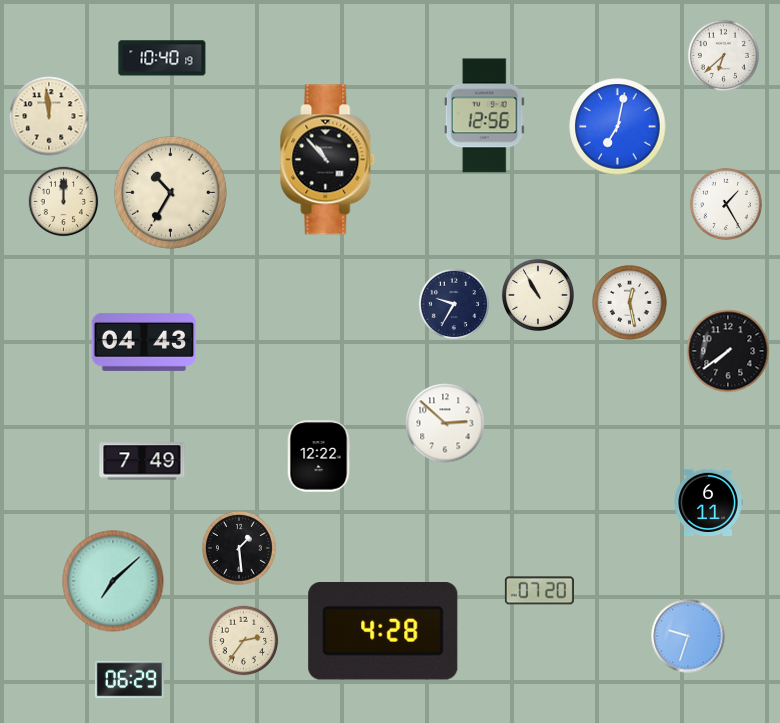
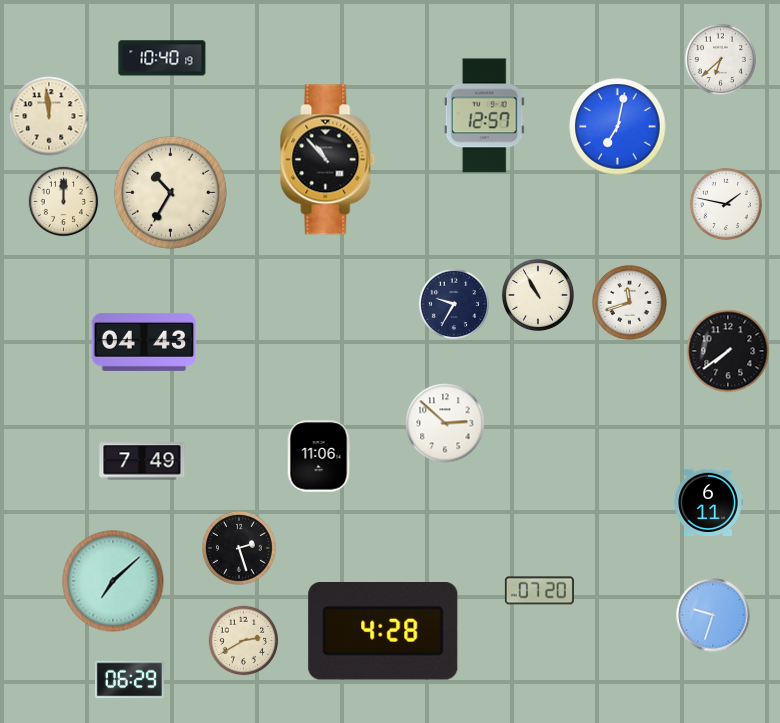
clock at (723, 55) position: (723, 55) -> (720, 59)
clock at (484, 116): 12:56 -> 12:57
clock at (726, 204): 1:25 -> 1:47
clock at (630, 303): 12:28 -> 11:42
clock at (319, 456): 12:22 -> 11:06
clock at (240, 549): 1:29 -> 2:27
clock at (688, 636) position: (688, 636) -> (713, 615)
clock at (244, 641): 2:36 -> 2:40
